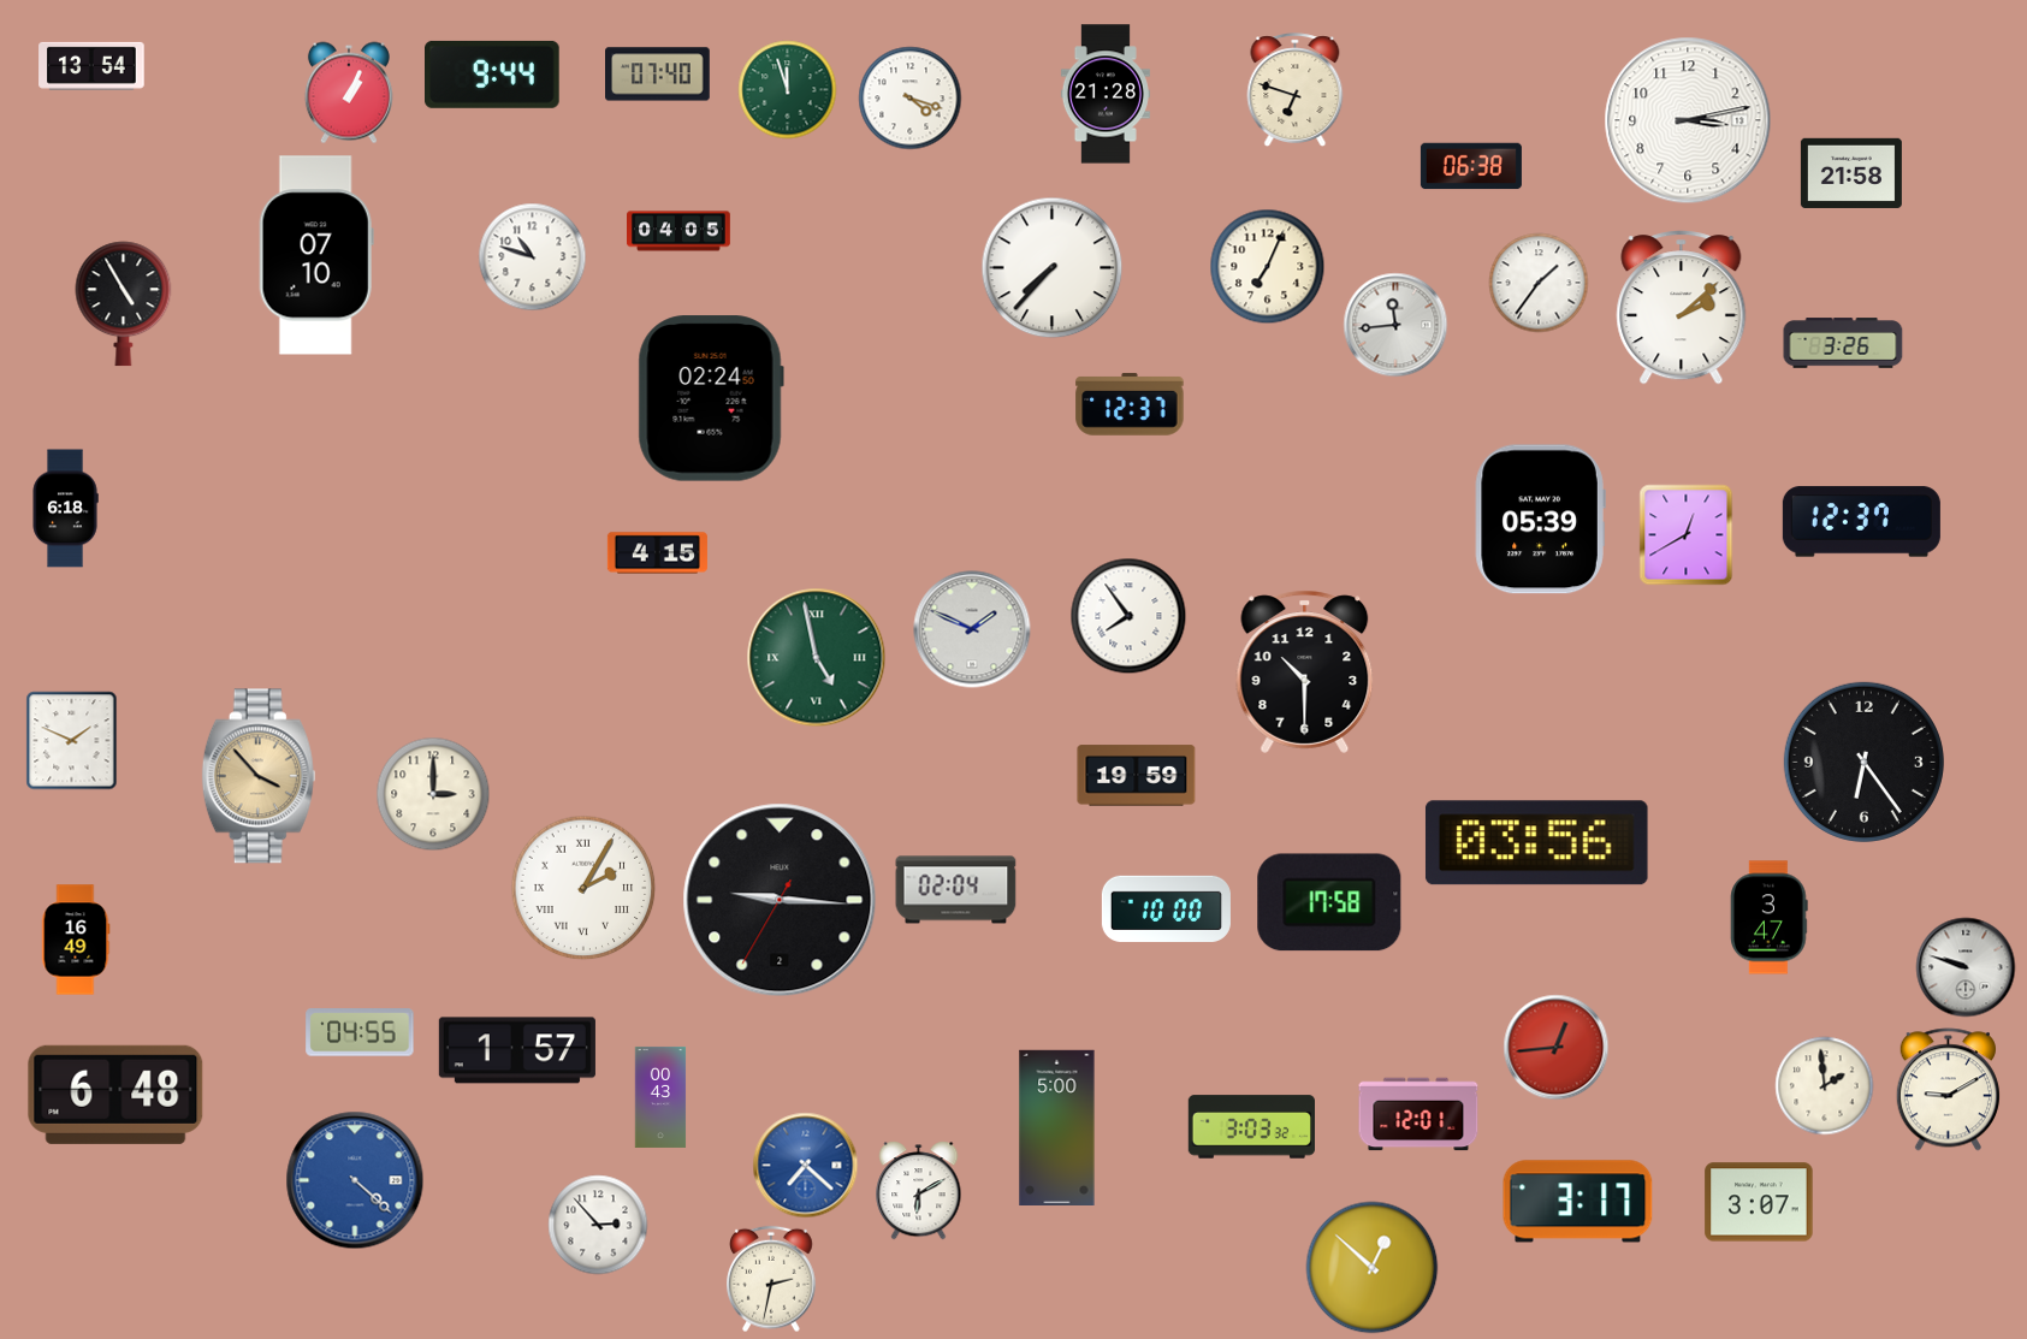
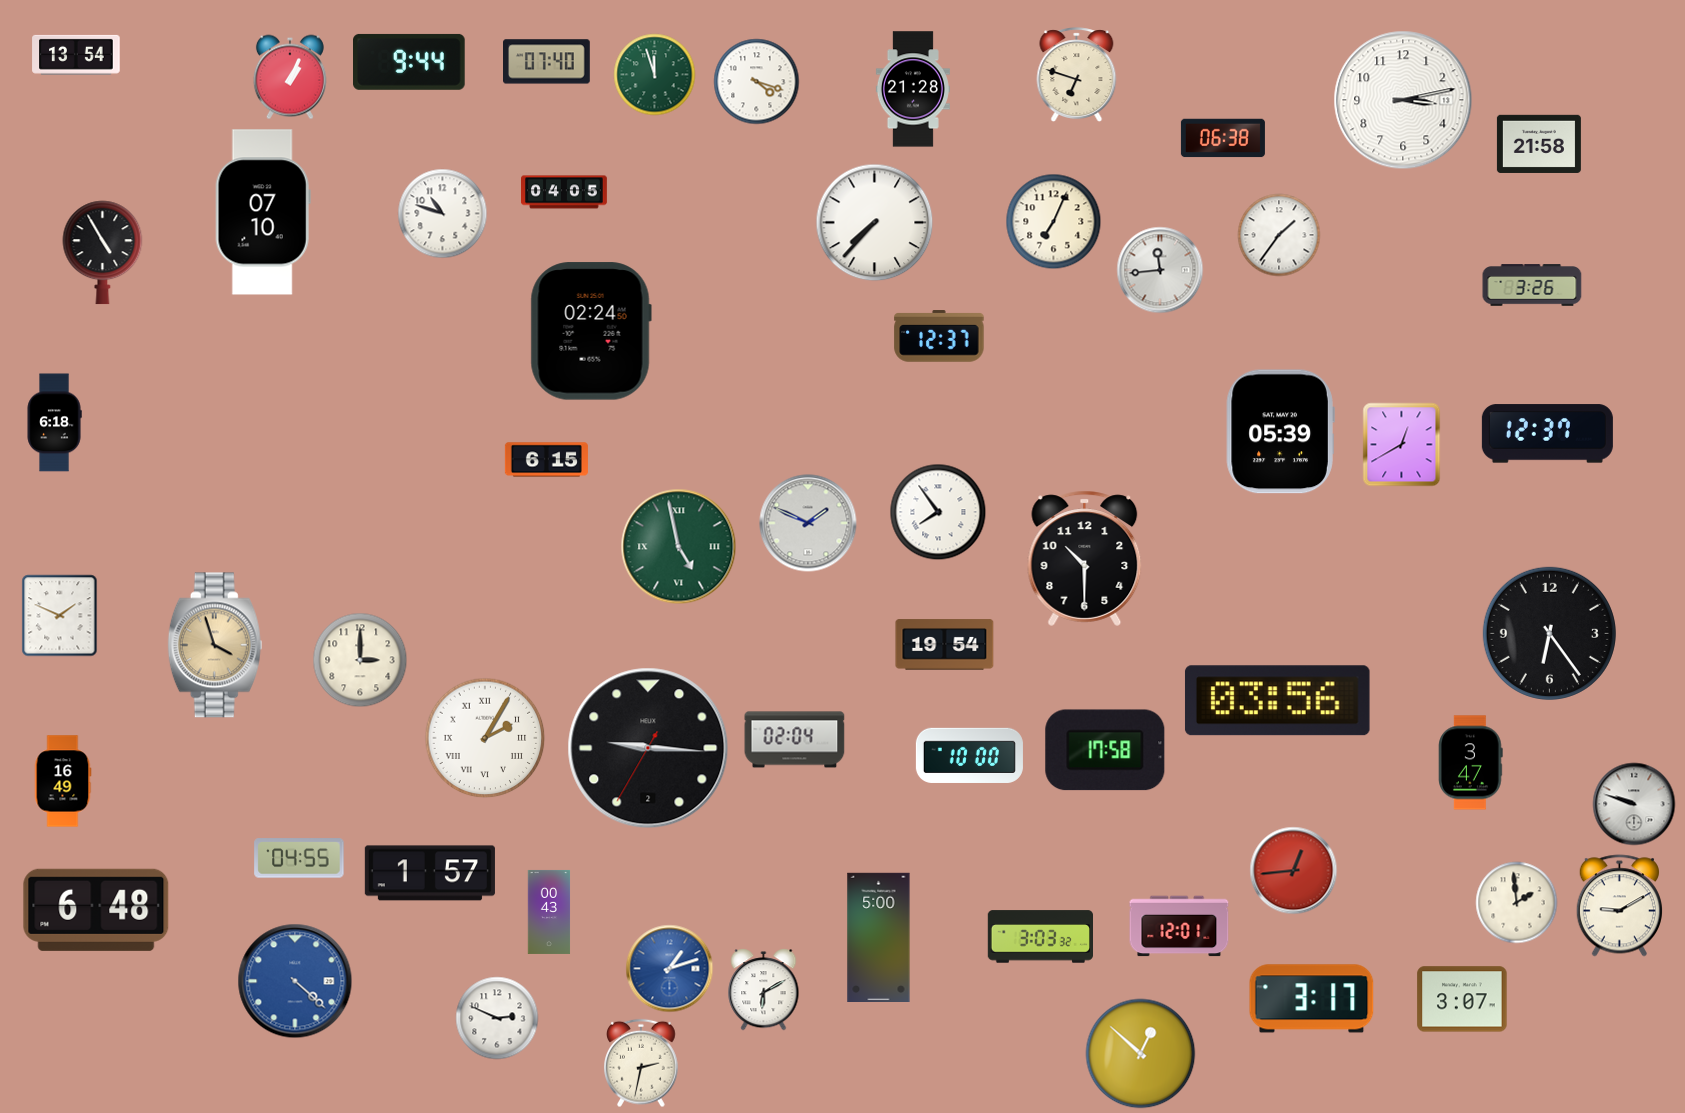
clock at (1106, 94) position: (1106, 94) -> (913, 89)
clock at (1682, 308): 2:08 -> none
clock at (657, 553): 4:15 -> 6:15
clock at (259, 776): 3:53 -> 3:57
clock at (1137, 776): 19:59 -> 19:54
clock at (806, 1166): 7:22 -> 1:12
clock at (598, 1225): 2:53 -> 2:49
